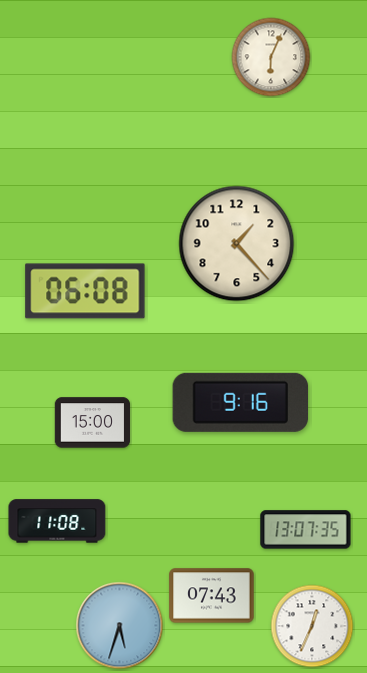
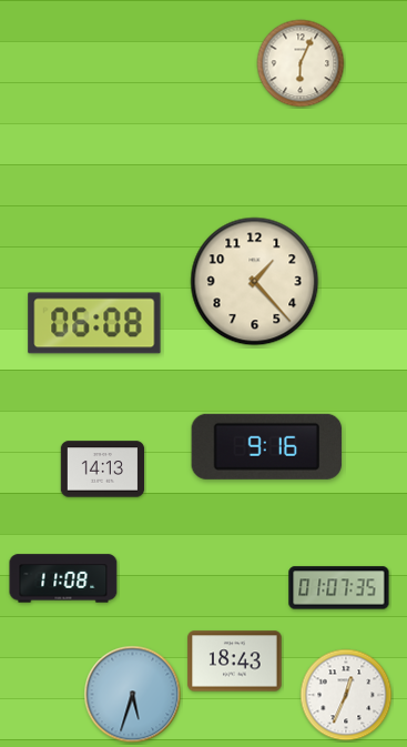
clock at (237, 244) position: (237, 244) -> (255, 282)
clock at (93, 423): 15:00 -> 14:13
clock at (306, 530): 13:07 -> 01:07
clock at (212, 596): 07:43 -> 18:43
